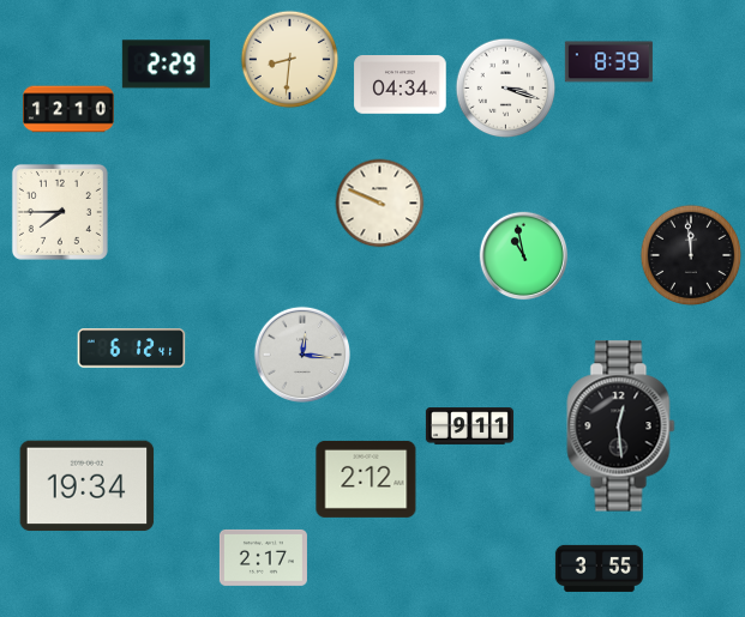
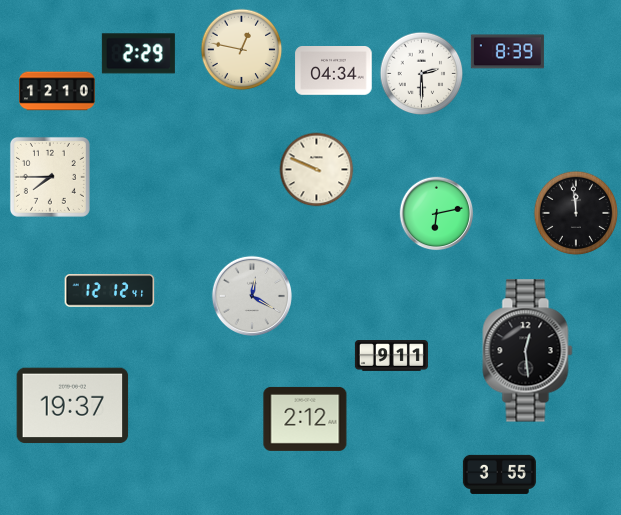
clock at (290, 60): 8:31 -> 12:47
clock at (506, 89): 3:18 -> 2:30
clock at (524, 256): 10:58 -> 6:13
clock at (132, 349): 6:12 -> 12:12
clock at (301, 353): 12:16 -> 12:20
clock at (621, 427) position: (621, 427) -> (528, 351)
clock at (366, 479) position: (366, 479) -> (305, 419)
clock at (88, 486): 19:34 -> 19:37
clock at (263, 557): 2:17 -> none
